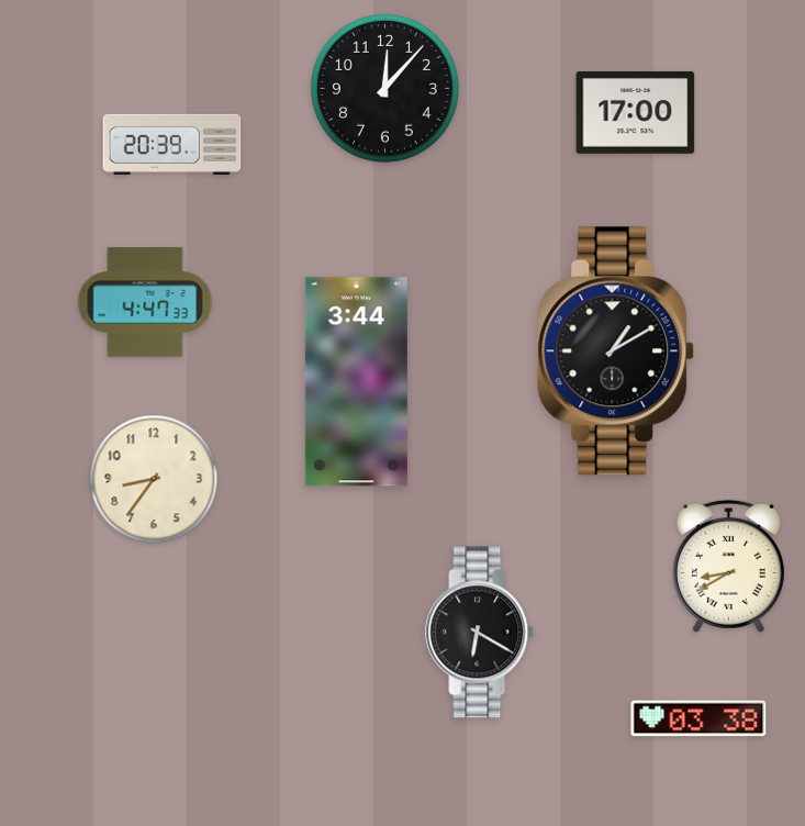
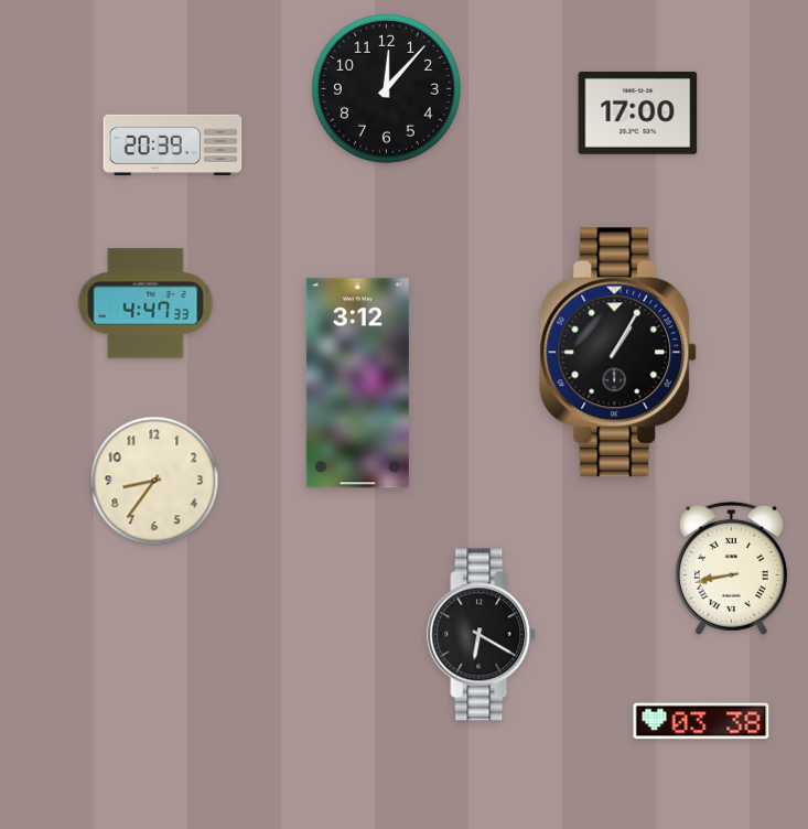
clock at (616, 351): 1:10 -> 1:05
clock at (356, 382): 3:44 -> 3:12
clock at (728, 566): 8:40 -> 8:43
